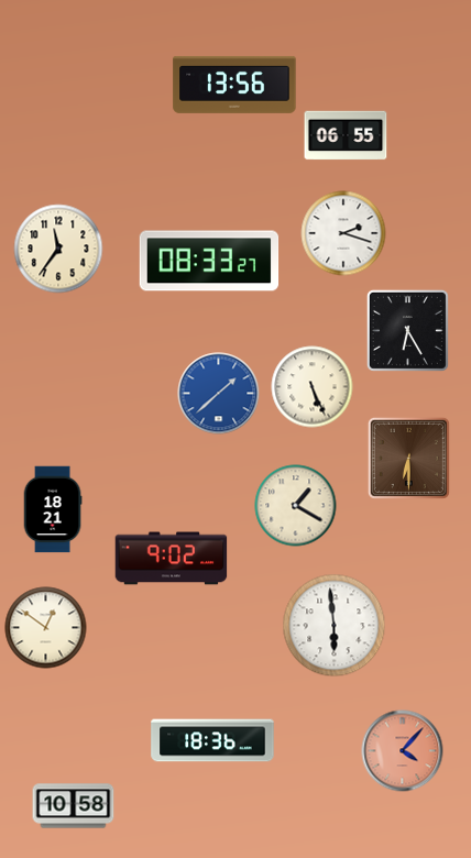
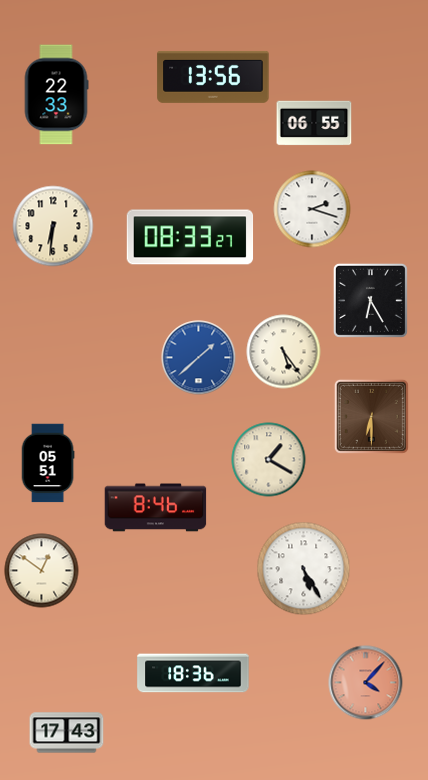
clock at (56, 95): none -> 22:33
clock at (343, 233) position: (343, 233) -> (312, 209)
clock at (58, 249): 11:36 -> 6:31
clock at (313, 387): 5:26 -> 5:24
clock at (53, 509): 18:21 -> 05:51
clock at (172, 559): 9:02 -> 8:46
clock at (335, 626): 5:59 -> 5:25
clock at (74, 806): 10:58 -> 17:43
